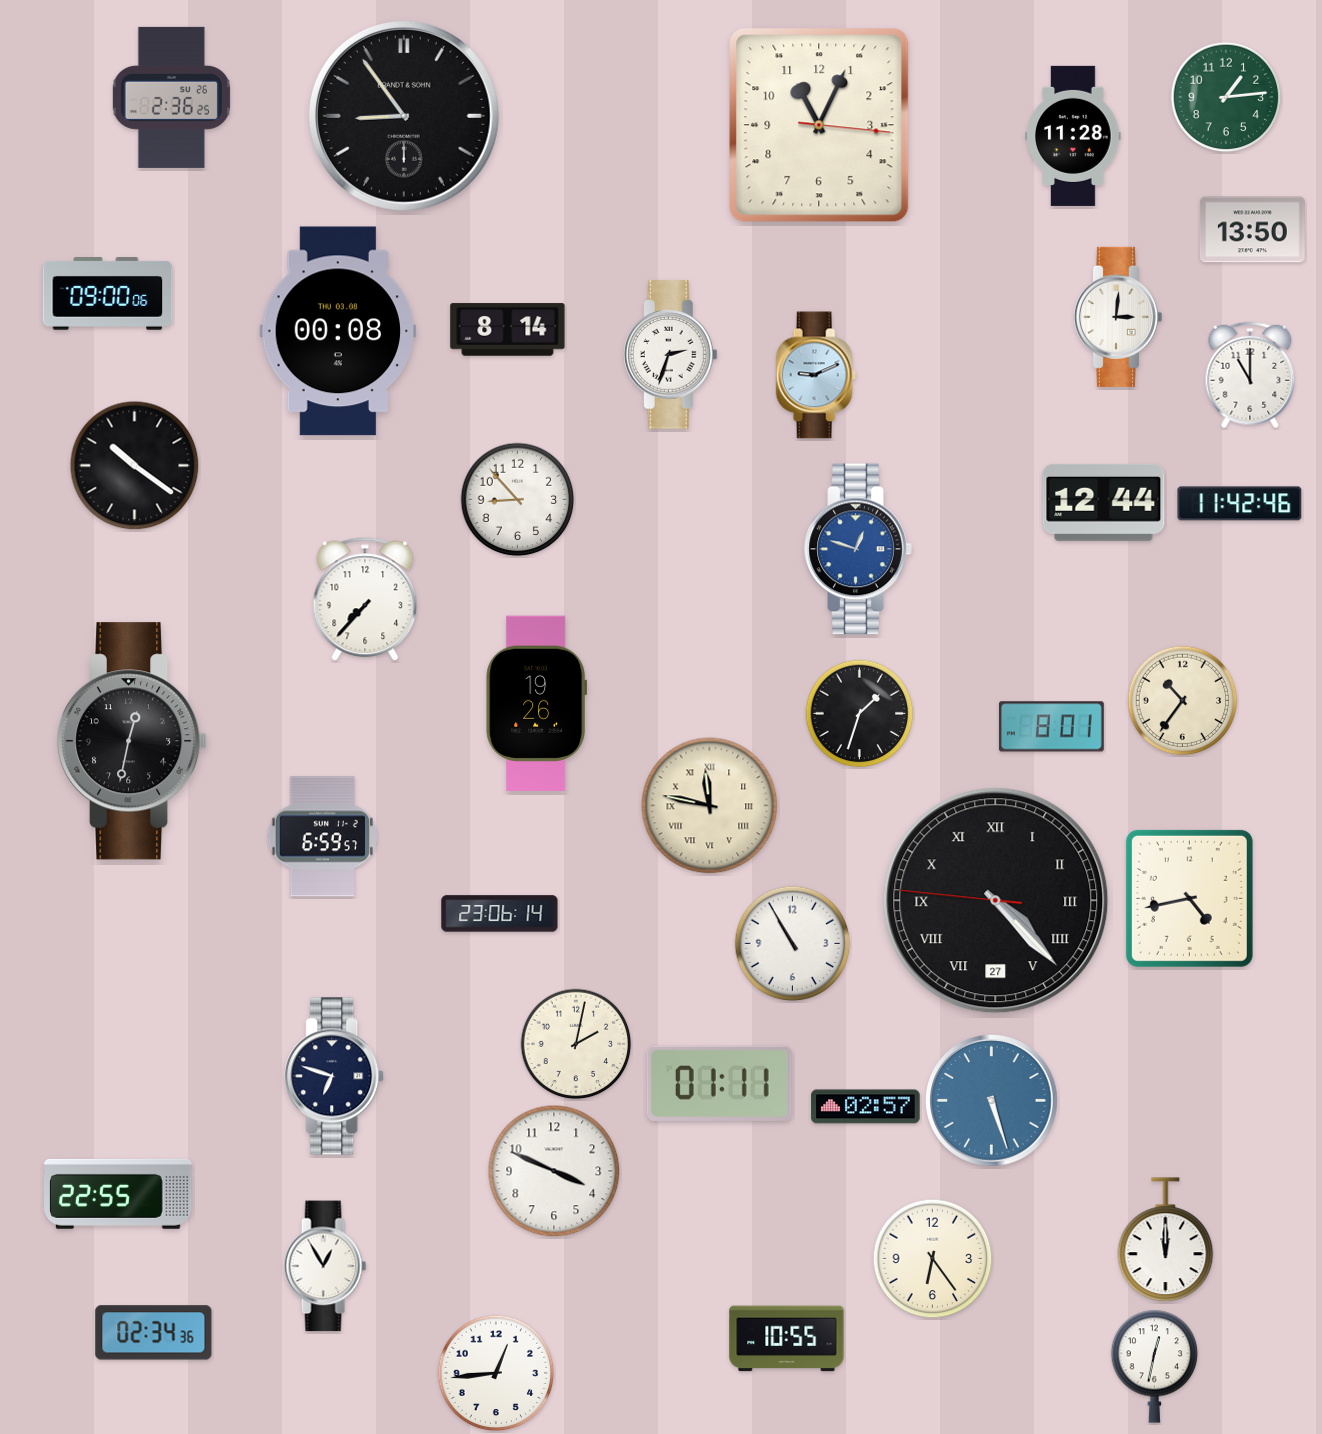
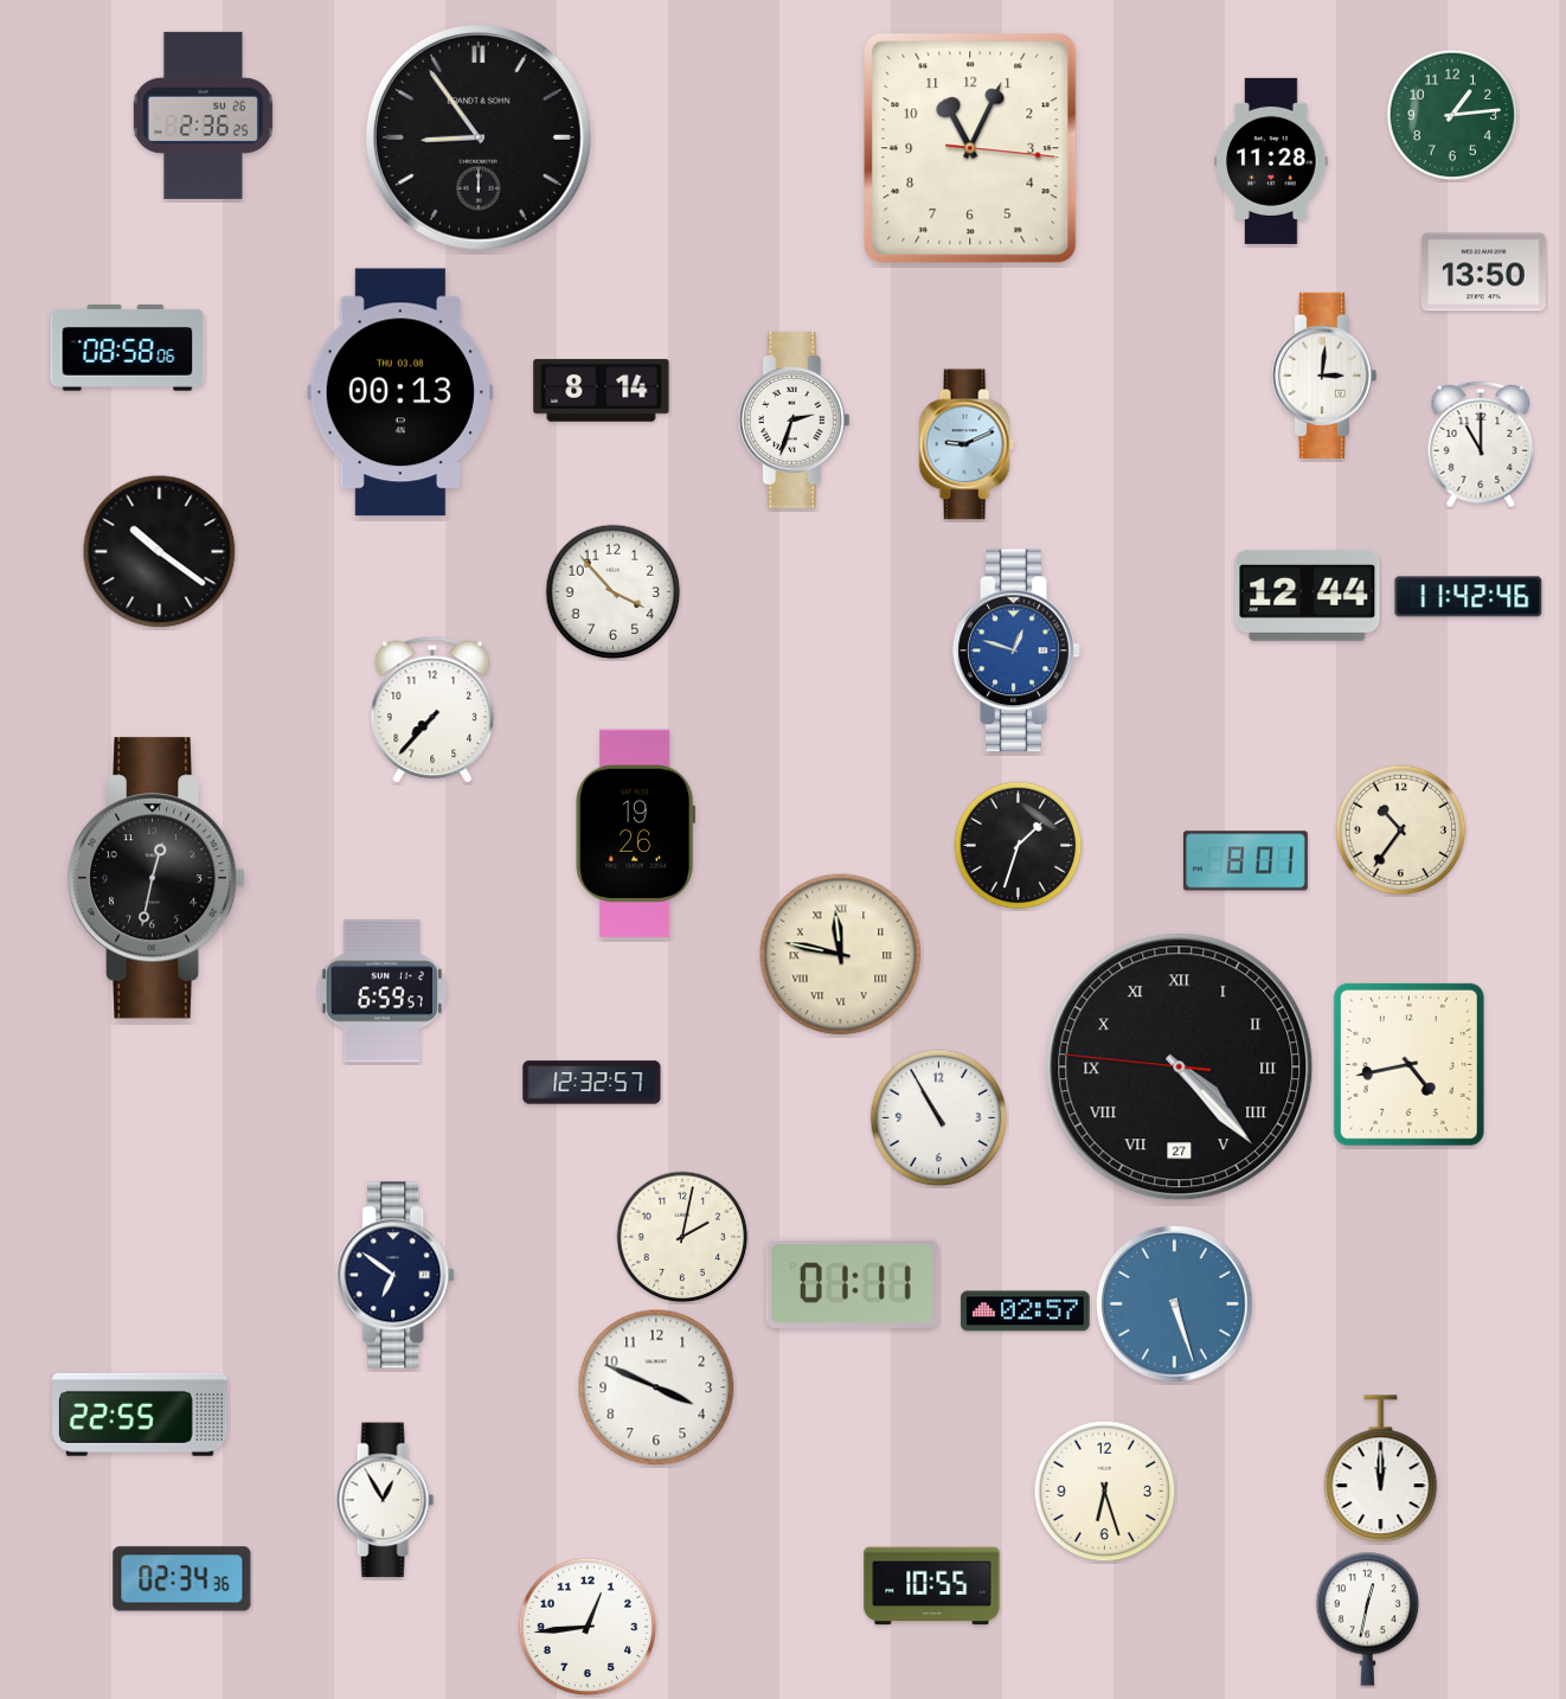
clock at (108, 294): 09:00 -> 08:58
clock at (338, 331): 00:08 -> 00:13
clock at (518, 500): 8:53 -> 3:53
clock at (500, 914): 23:06 -> 12:32
clock at (335, 1076): 6:48 -> 6:51
clock at (933, 1259): 6:24 -> 6:27
